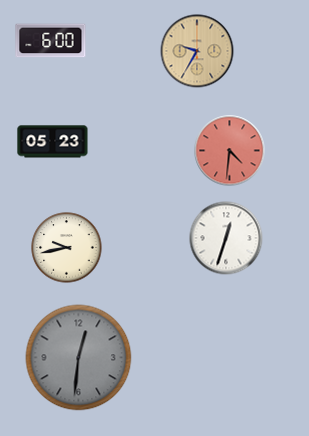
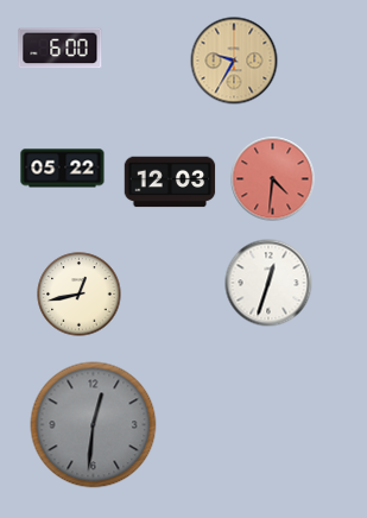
clock at (53, 142): 05:23 -> 05:22
clock at (170, 182): none -> 12:03
clock at (67, 248): 9:43 -> 12:43
